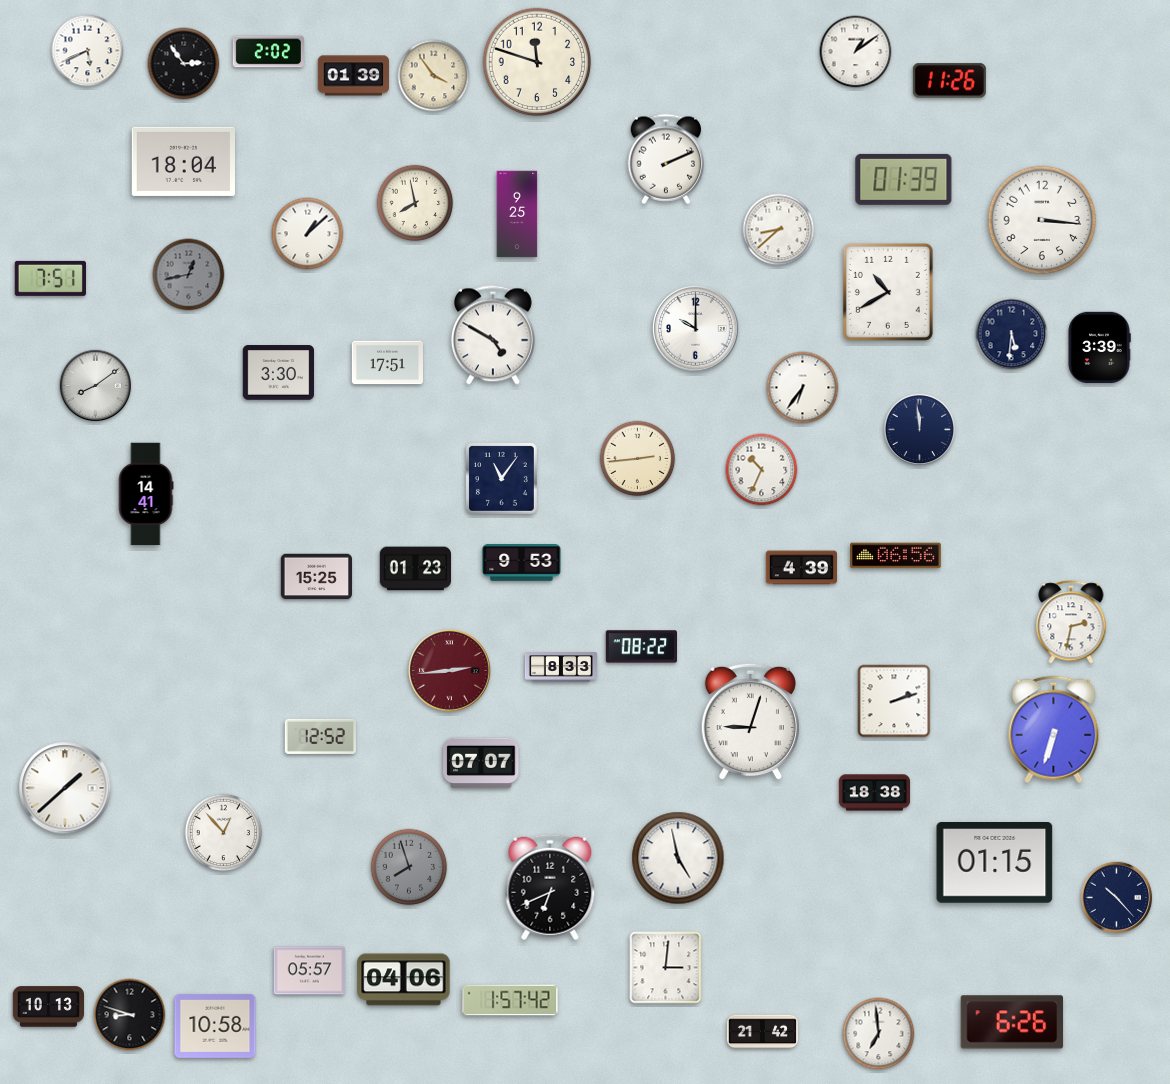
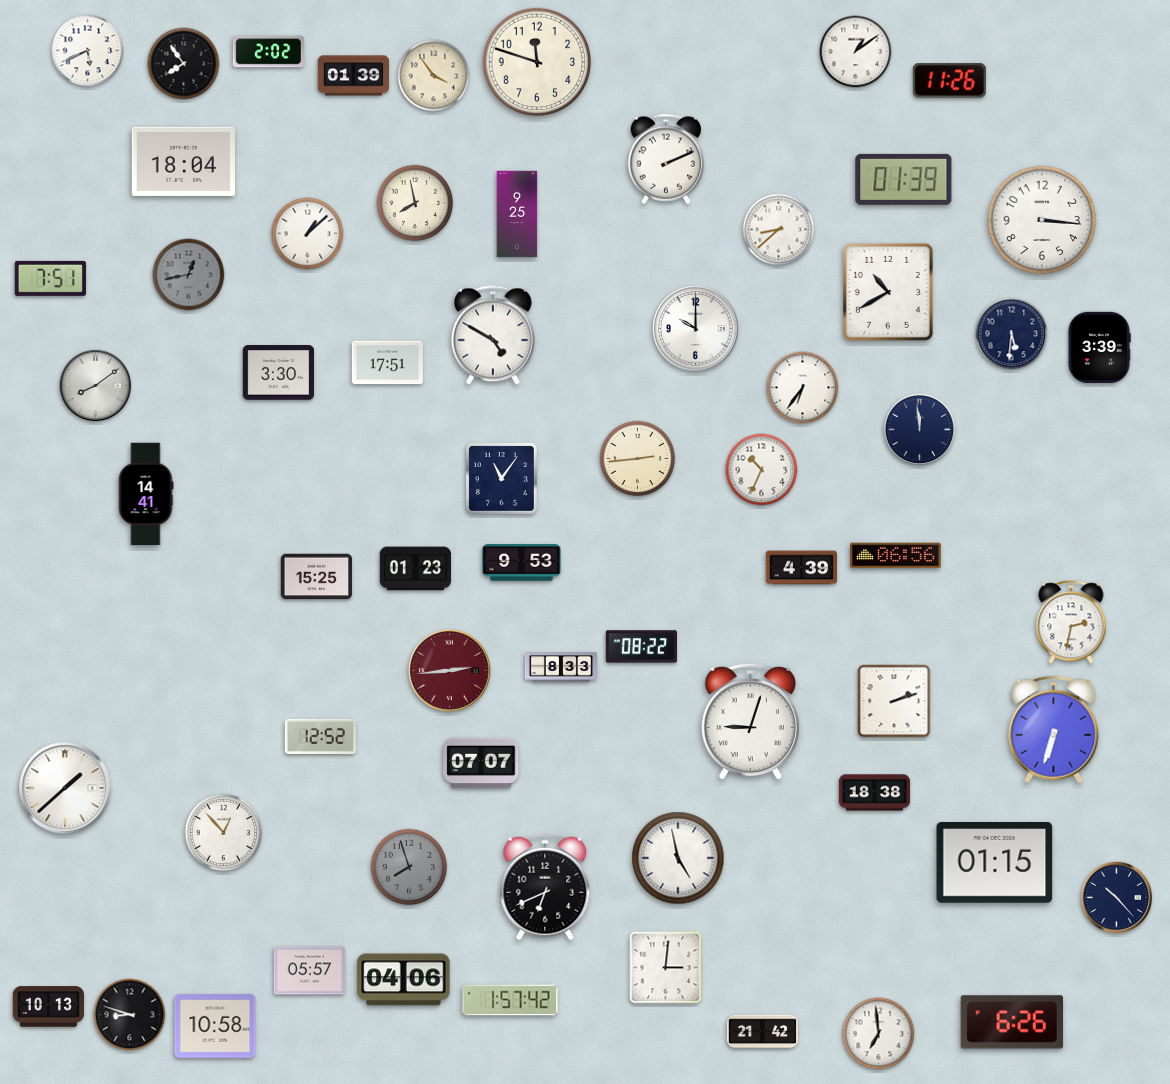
clock at (184, 64): 2:54 -> 7:54
clock at (550, 887) position: (550, 887) -> (545, 887)
